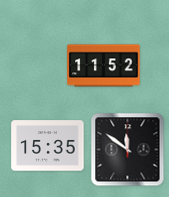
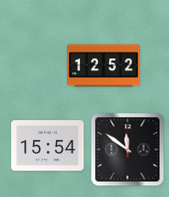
clock at (104, 66): 11:52 -> 12:52
clock at (48, 146): 15:35 -> 15:54
